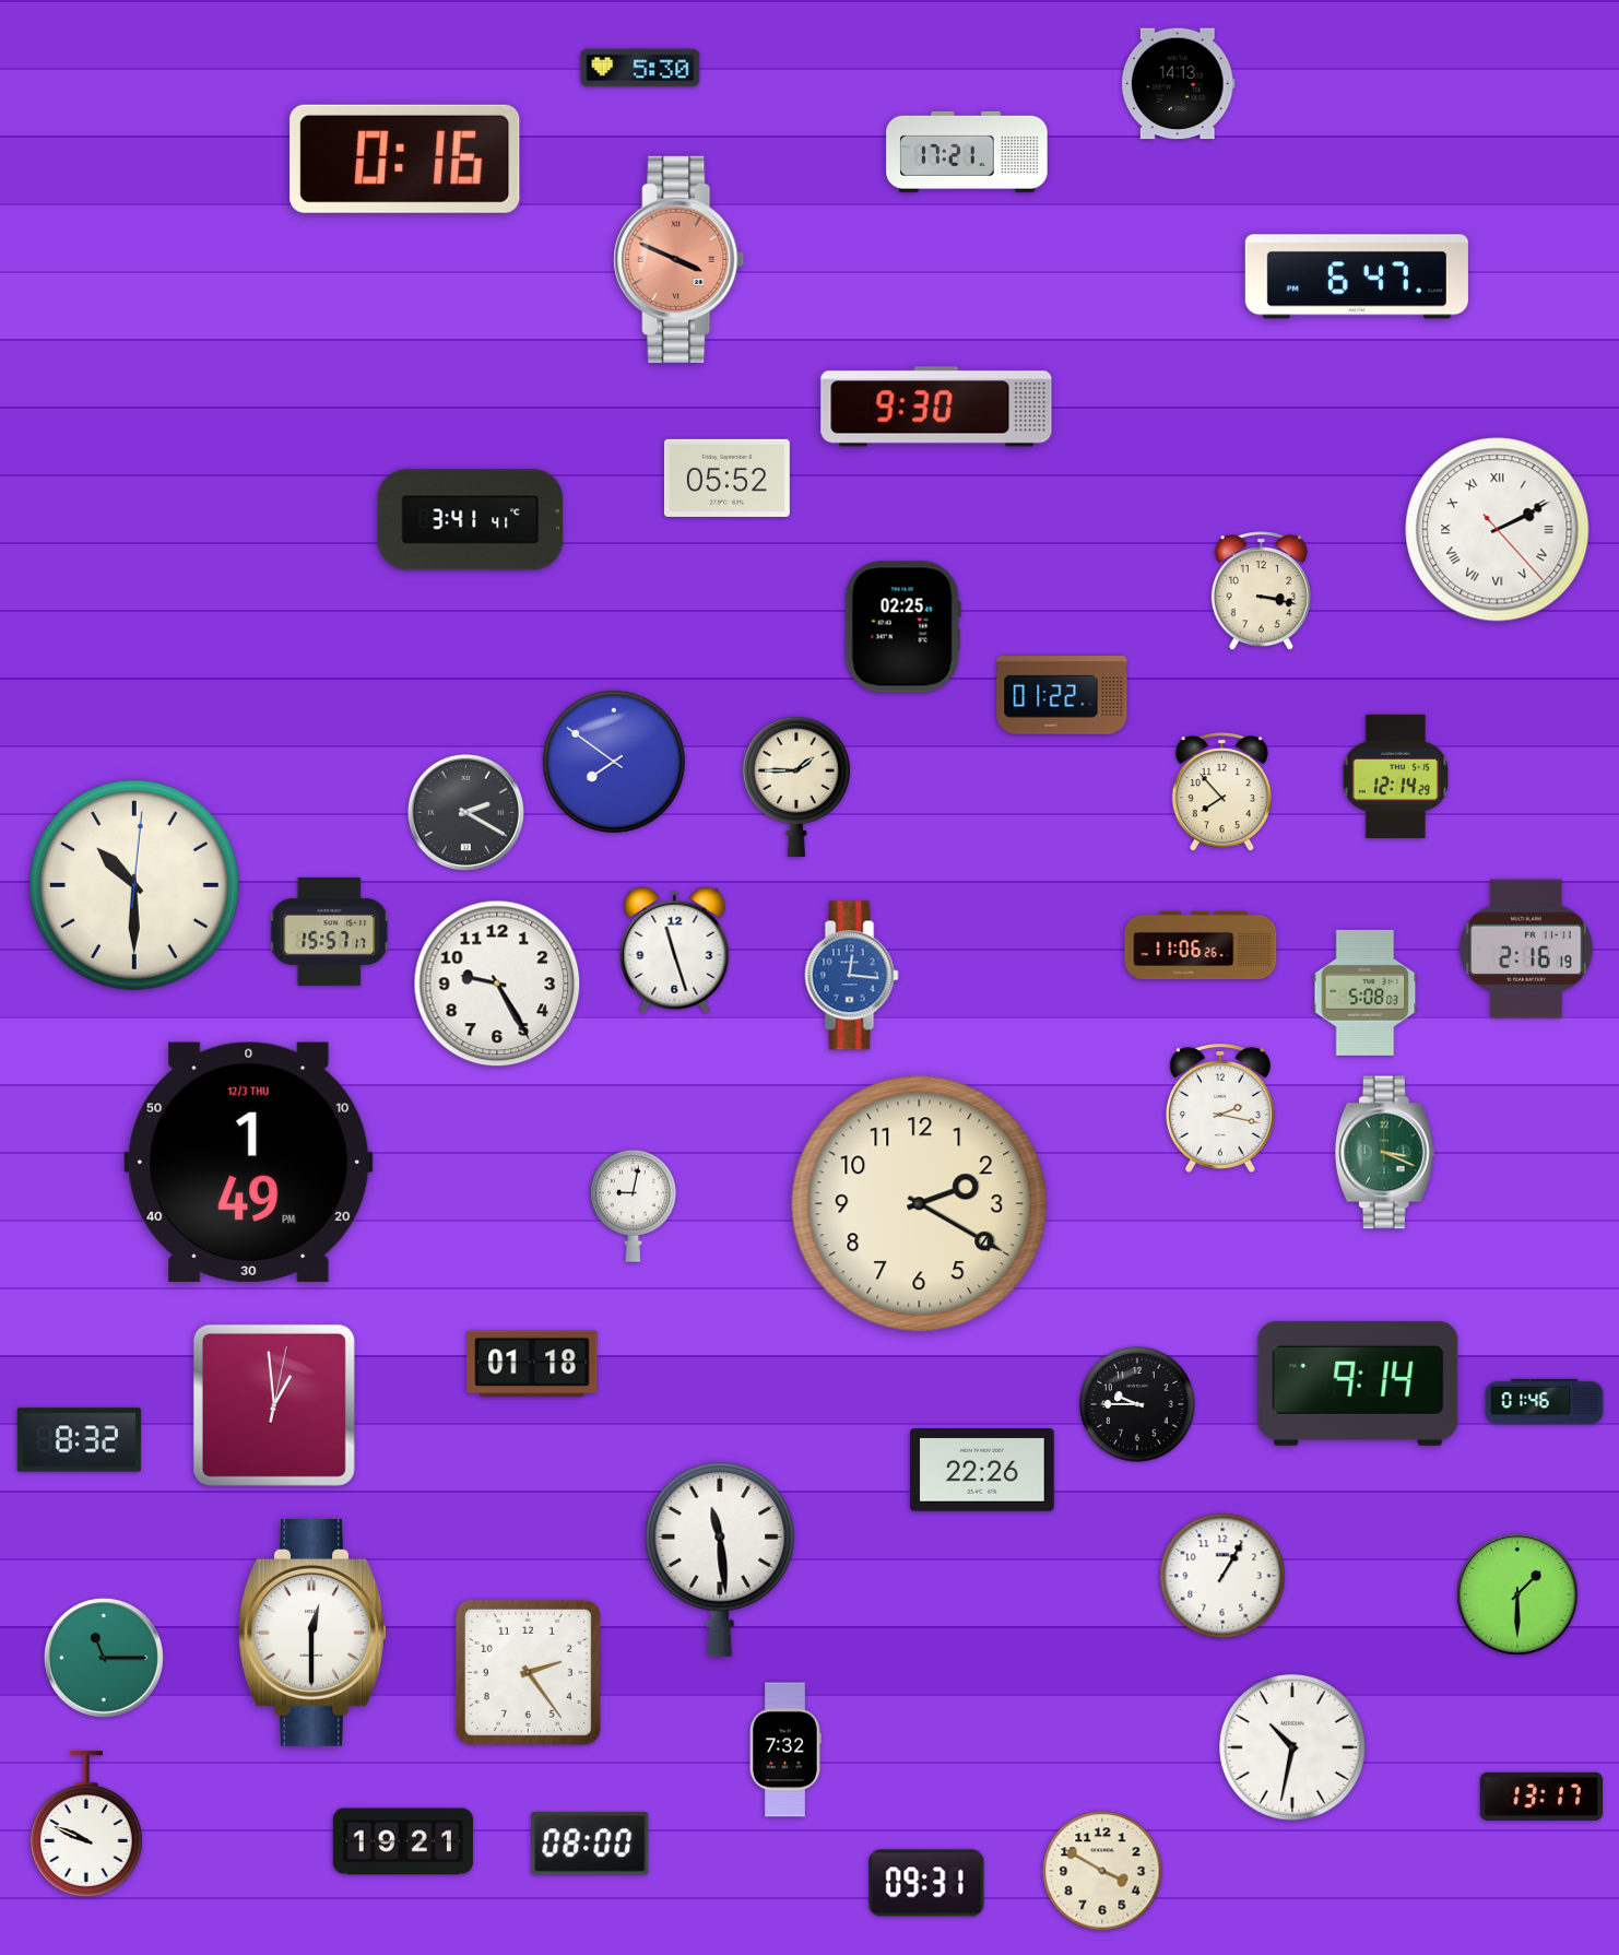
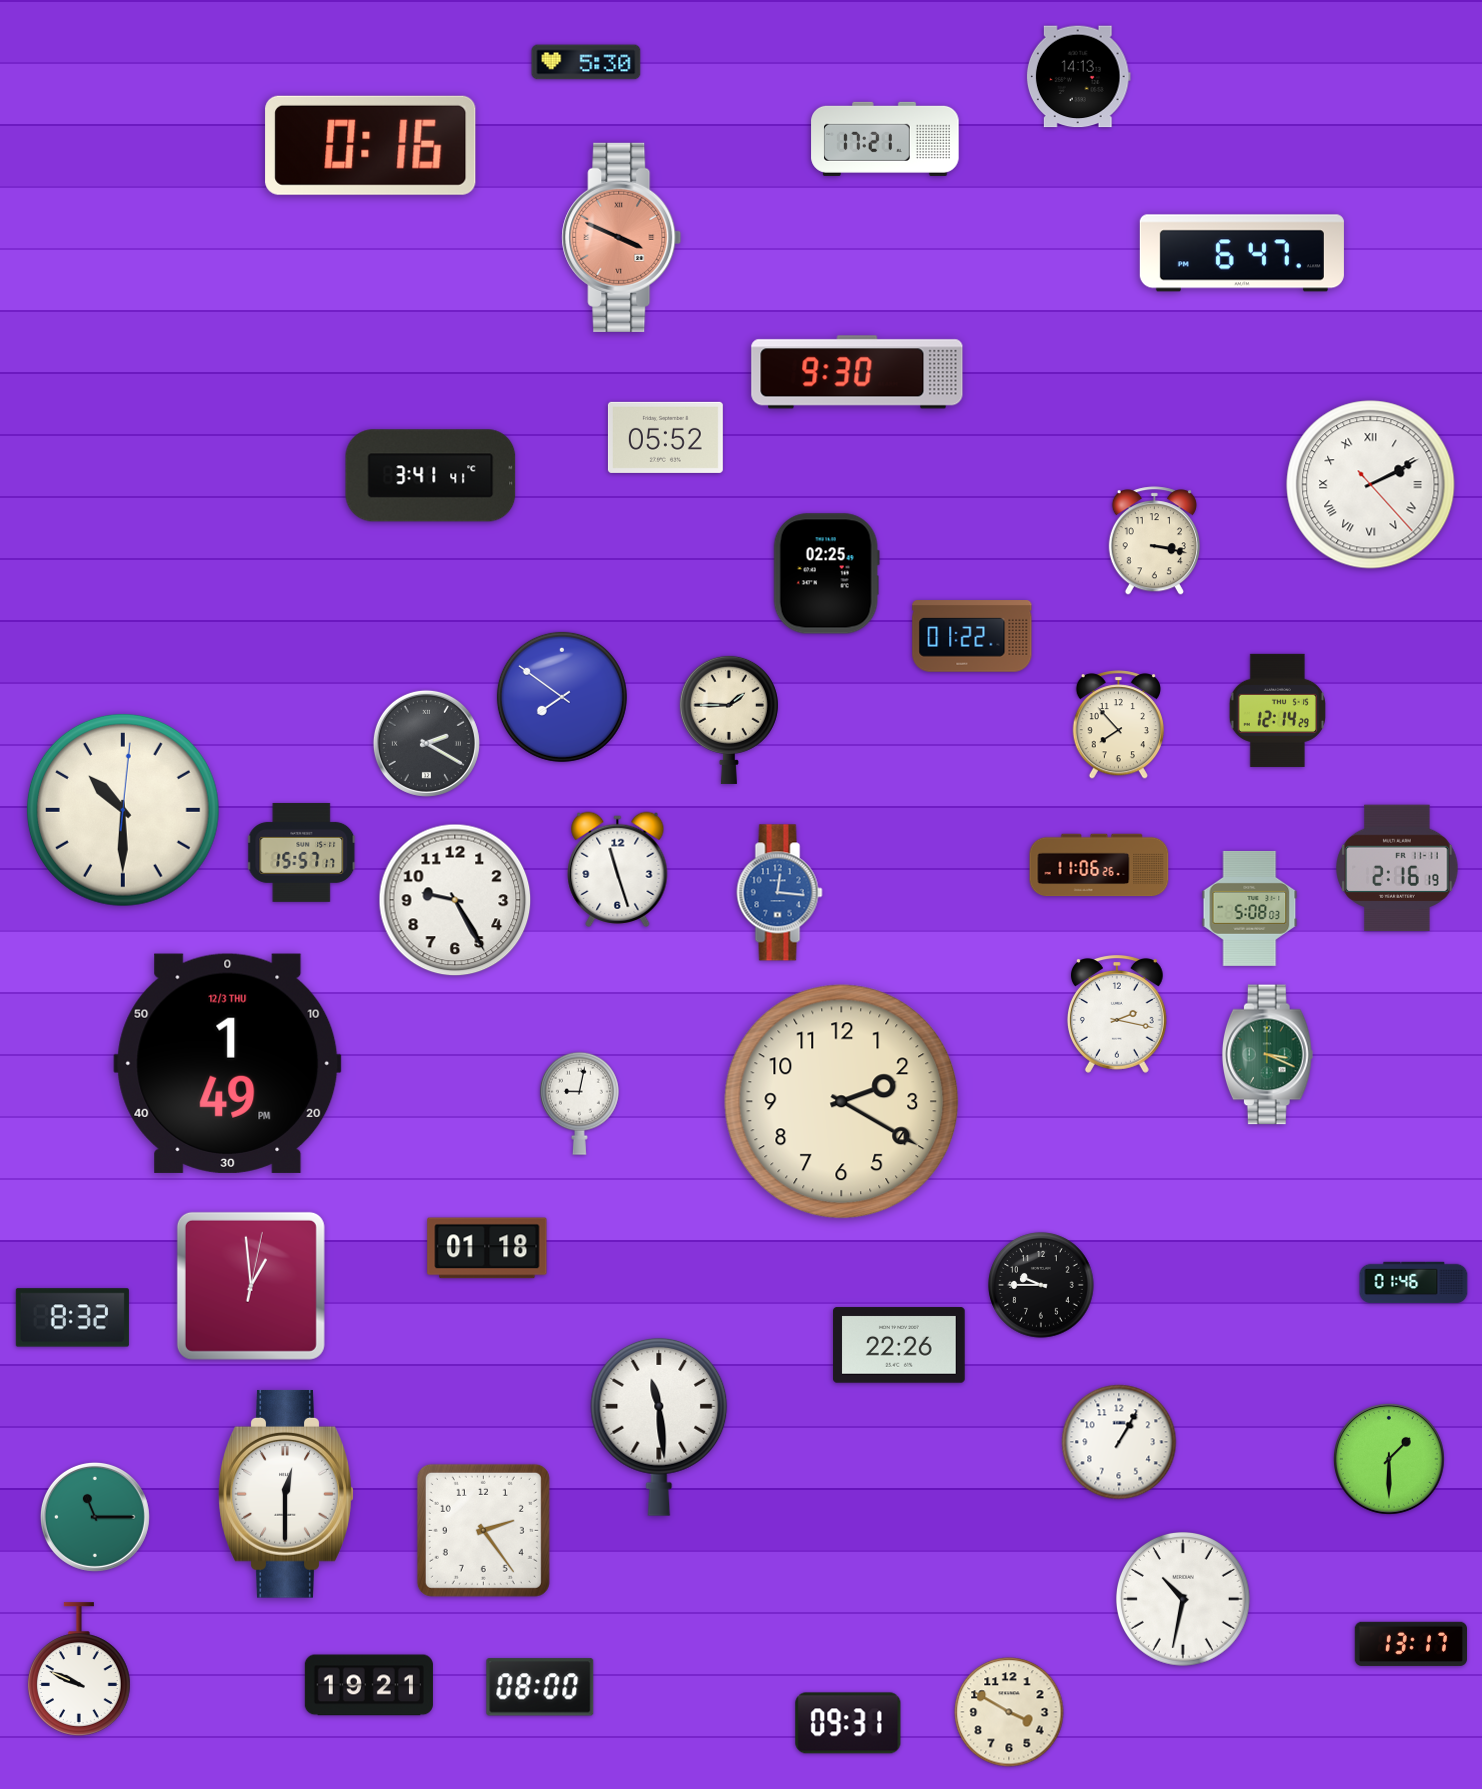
clock at (1358, 1383): 9:14 -> none
clock at (785, 1750): 7:32 -> none
